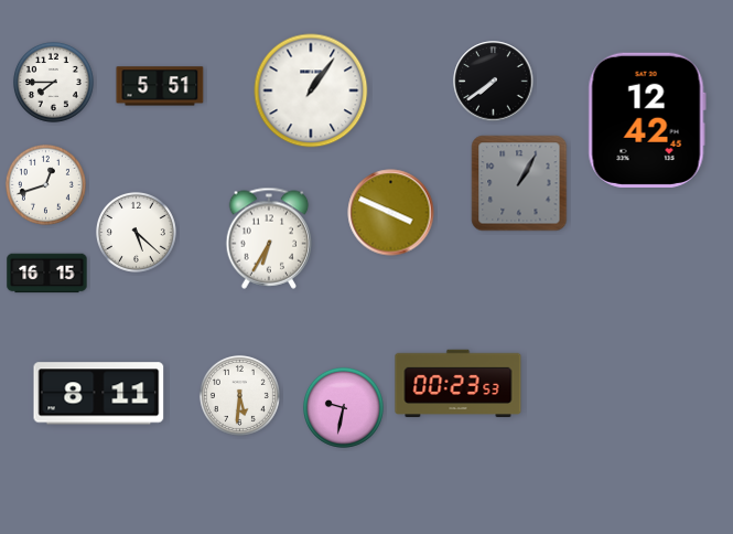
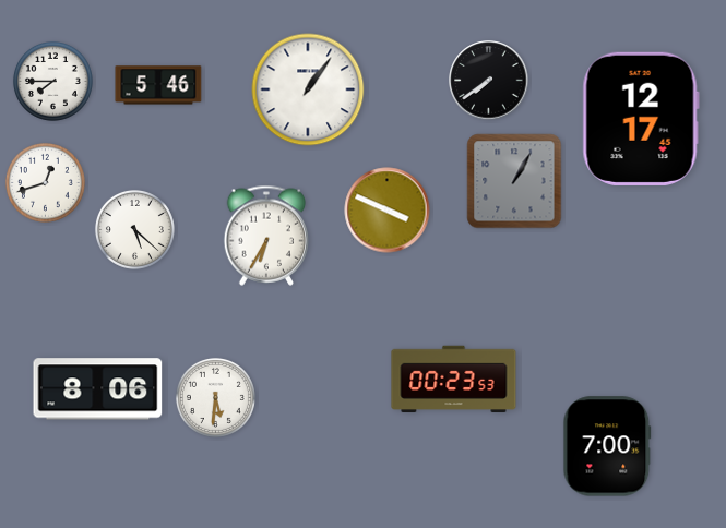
clock at (160, 86): 5:51 -> 5:46
clock at (647, 120): 12:42 -> 12:17
clock at (47, 274): 16:15 -> none
clock at (99, 394): 8:11 -> 8:06
clock at (239, 395) position: (239, 395) -> (215, 397)
clock at (343, 407): 9:32 -> none
clock at (607, 446): none -> 7:00
